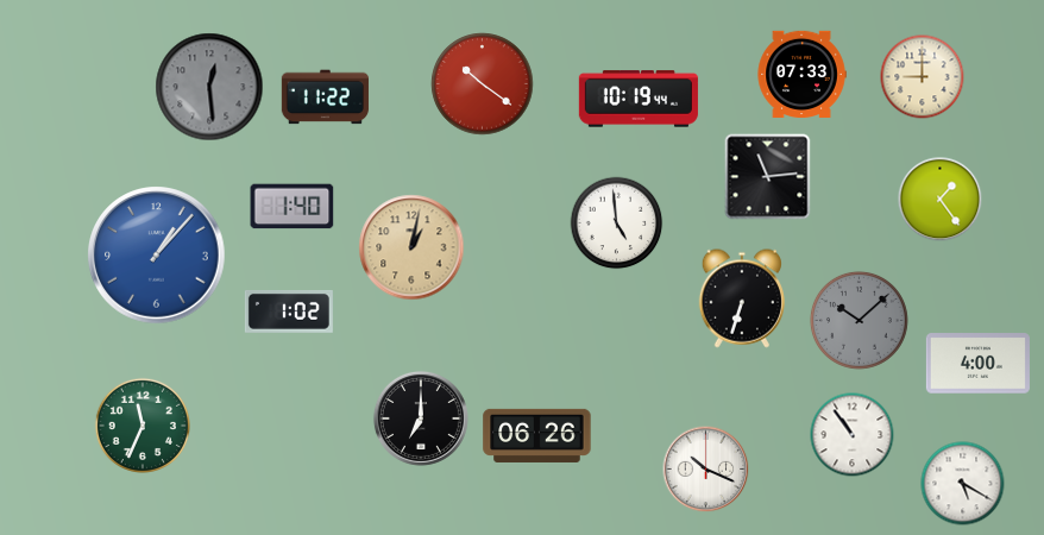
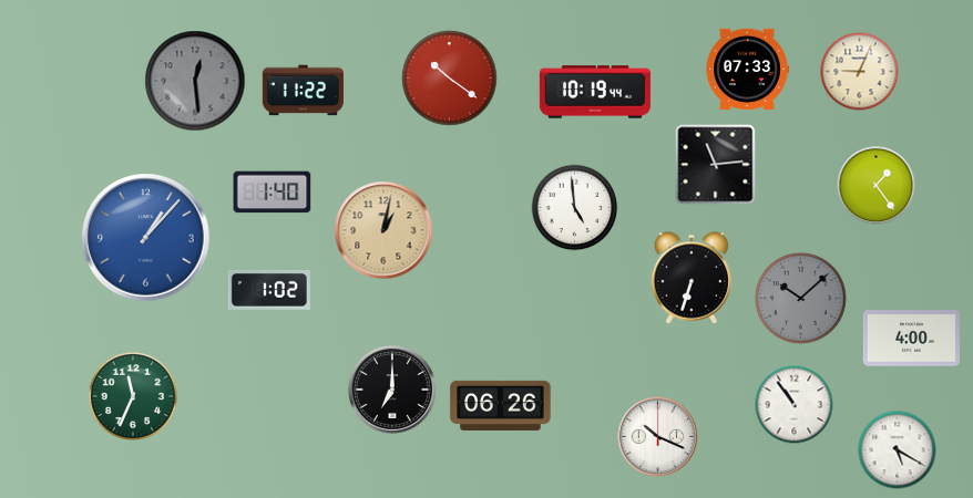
clock at (923, 77): 9:00 -> 9:04
